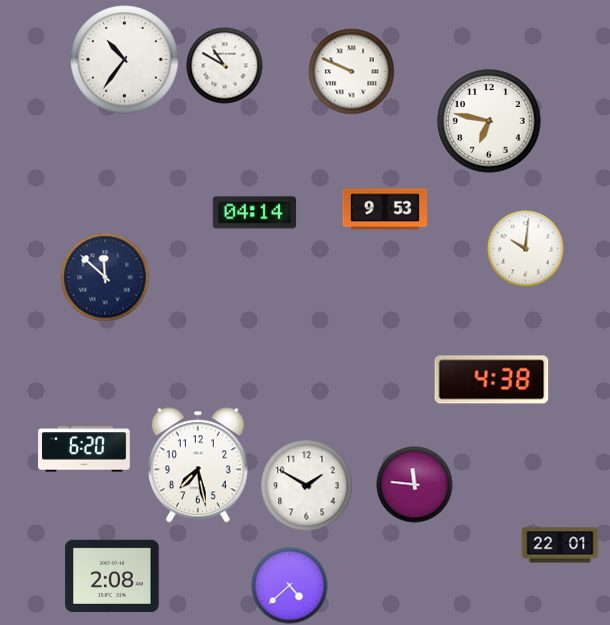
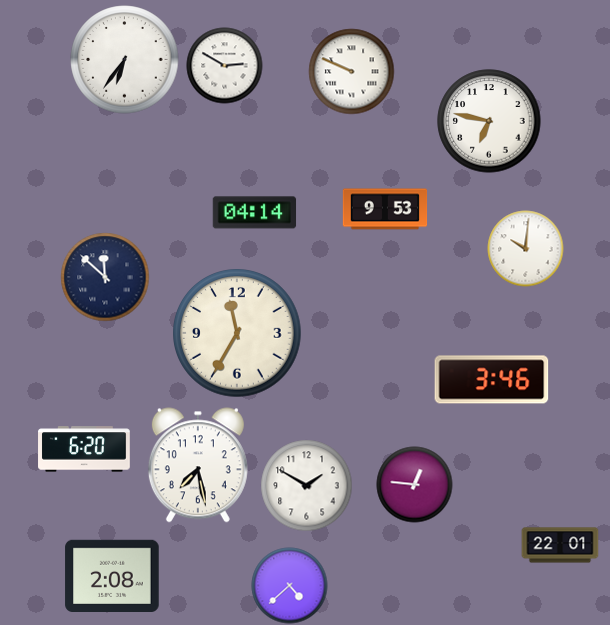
clock at (125, 60): 10:36 -> 6:36
clock at (225, 66): 10:50 -> 2:50
clock at (237, 333): none -> 11:35
clock at (492, 380): 4:38 -> 3:46
clock at (415, 485): 11:46 -> 12:46
